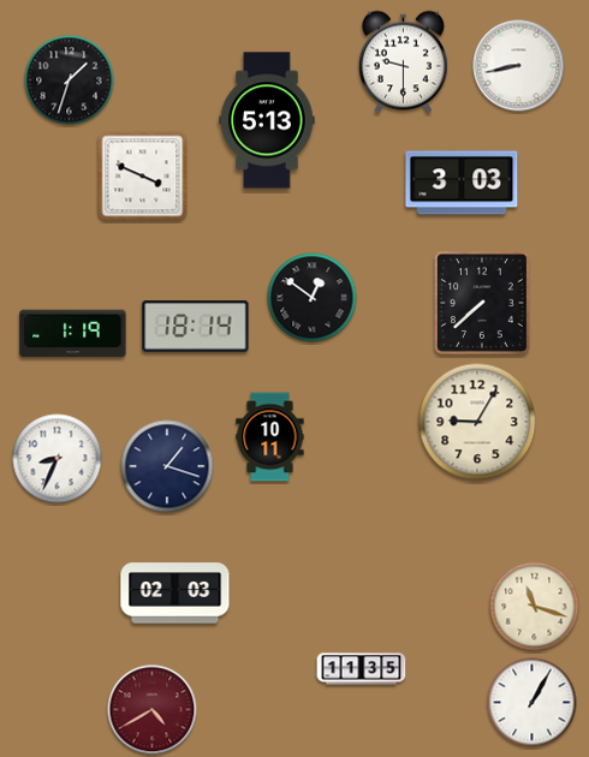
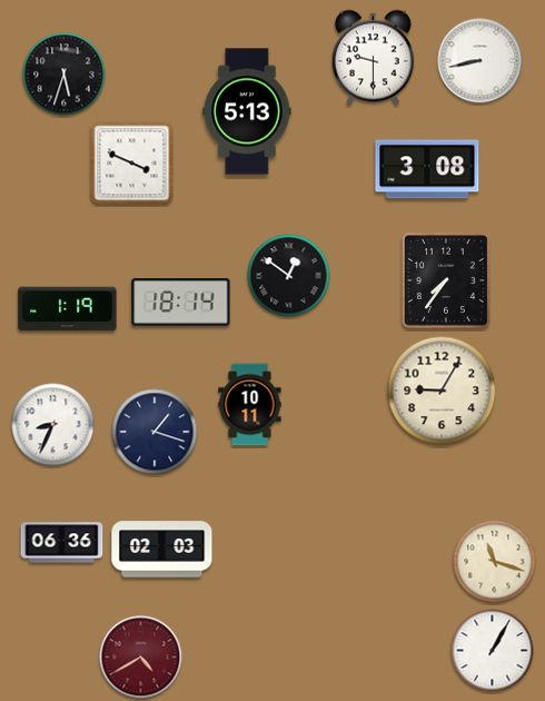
clock at (70, 81): 1:33 -> 5:33
clock at (462, 183): 3:03 -> 3:08
clock at (482, 303): 7:38 -> 7:36
clock at (62, 543): none -> 06:36
clock at (362, 669): 11:35 -> none
